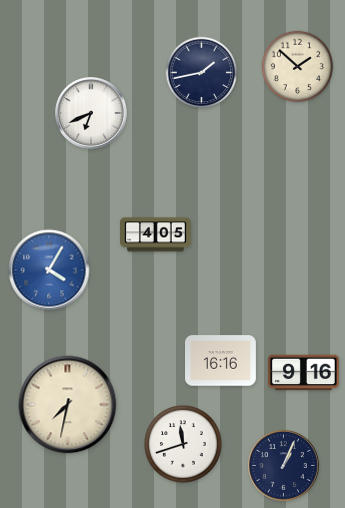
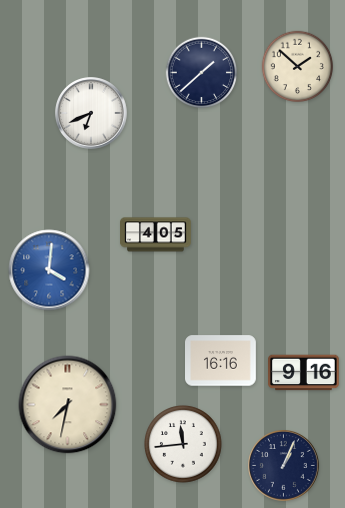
clock at (202, 73): 1:43 -> 1:38
clock at (49, 270): 4:05 -> 4:01
clock at (184, 445): 11:42 -> 11:44
